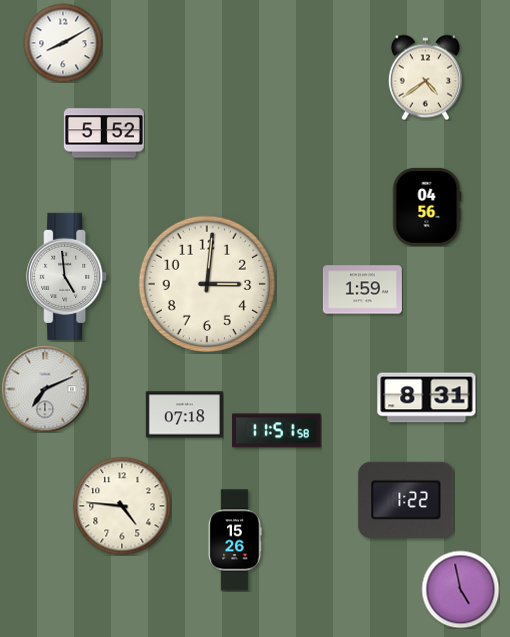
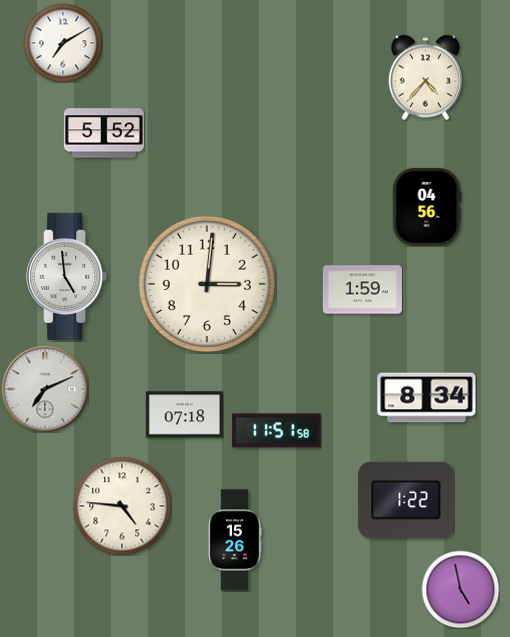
clock at (63, 43): 8:10 -> 7:10
clock at (425, 77): 4:39 -> 4:37
clock at (427, 398): 8:31 -> 8:34
